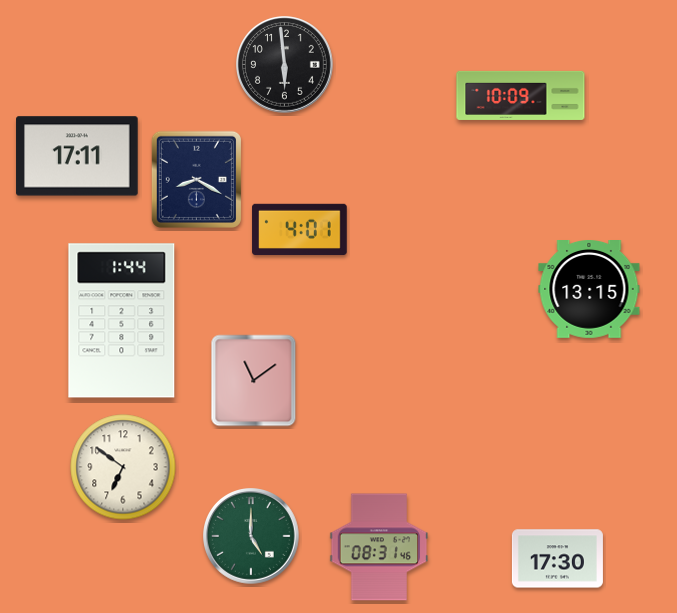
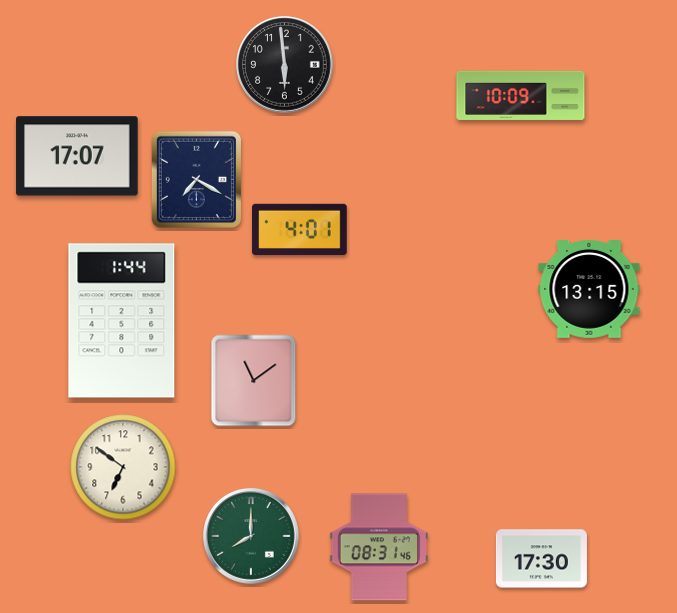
clock at (77, 156): 17:11 -> 17:07
clock at (196, 179): 8:20 -> 7:20
clock at (252, 537): 5:00 -> 8:00
clock at (557, 559) position: (557, 559) -> (541, 559)
